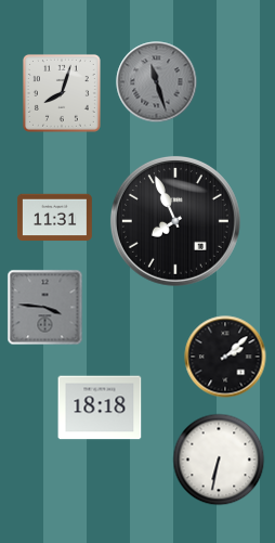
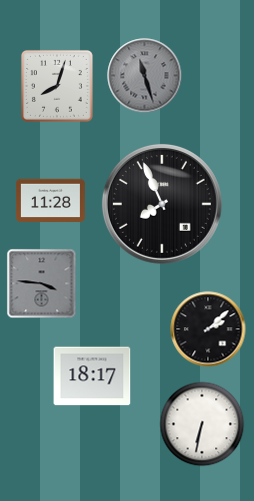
clock at (54, 218): 11:31 -> 11:28
clock at (100, 408): 18:18 -> 18:17
